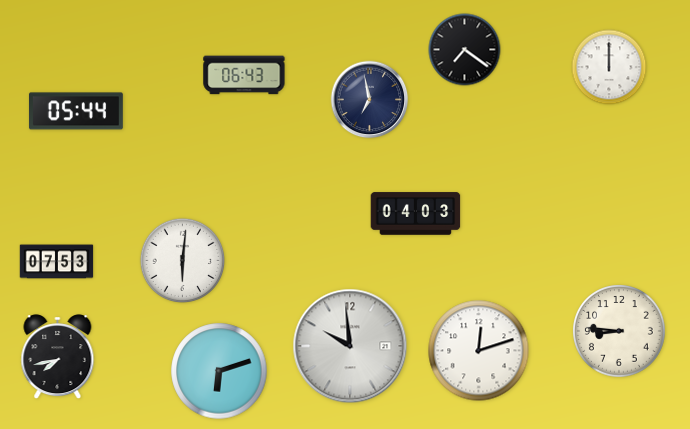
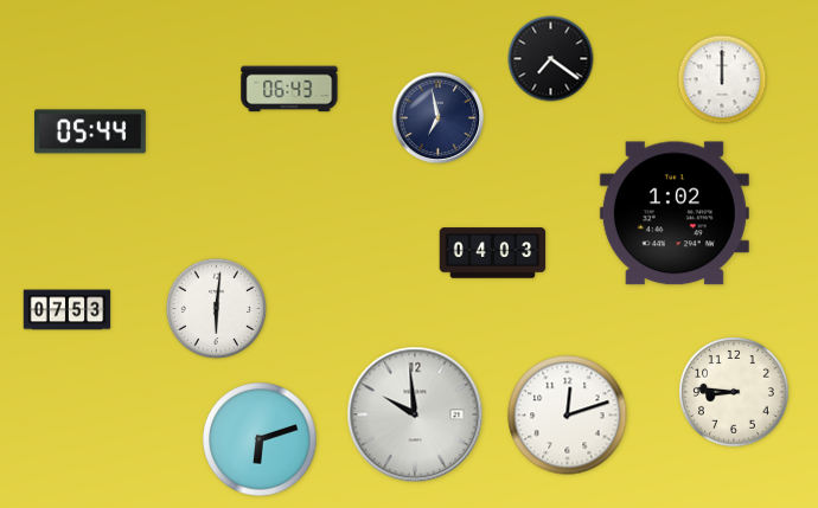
clock at (675, 213): none -> 1:02
clock at (350, 346) position: (350, 346) -> (415, 414)
clock at (58, 357): 7:43 -> none
